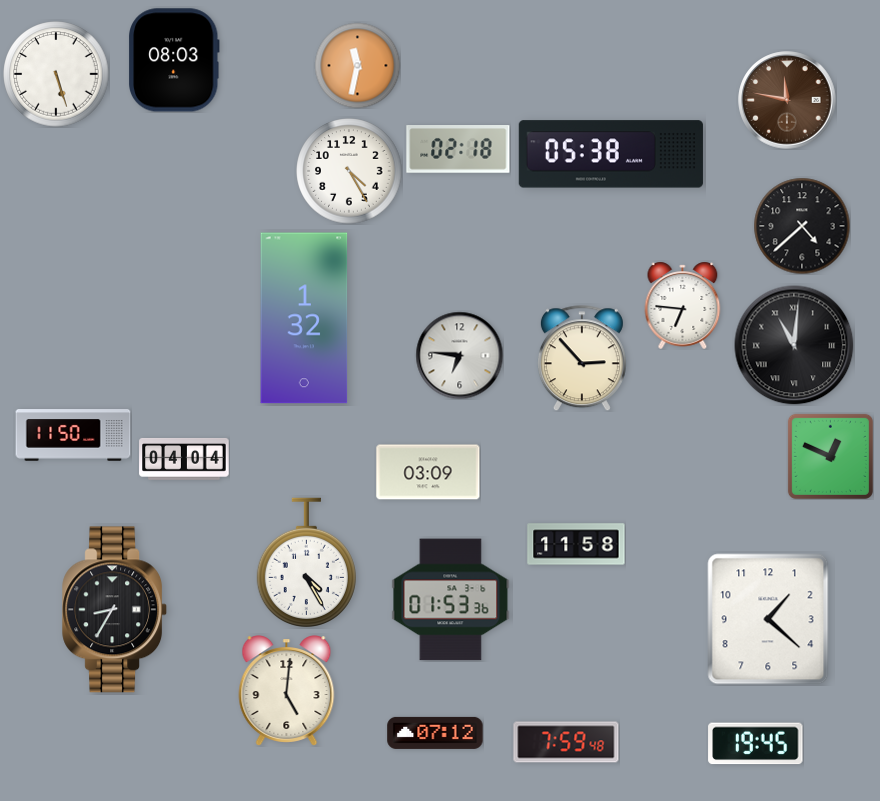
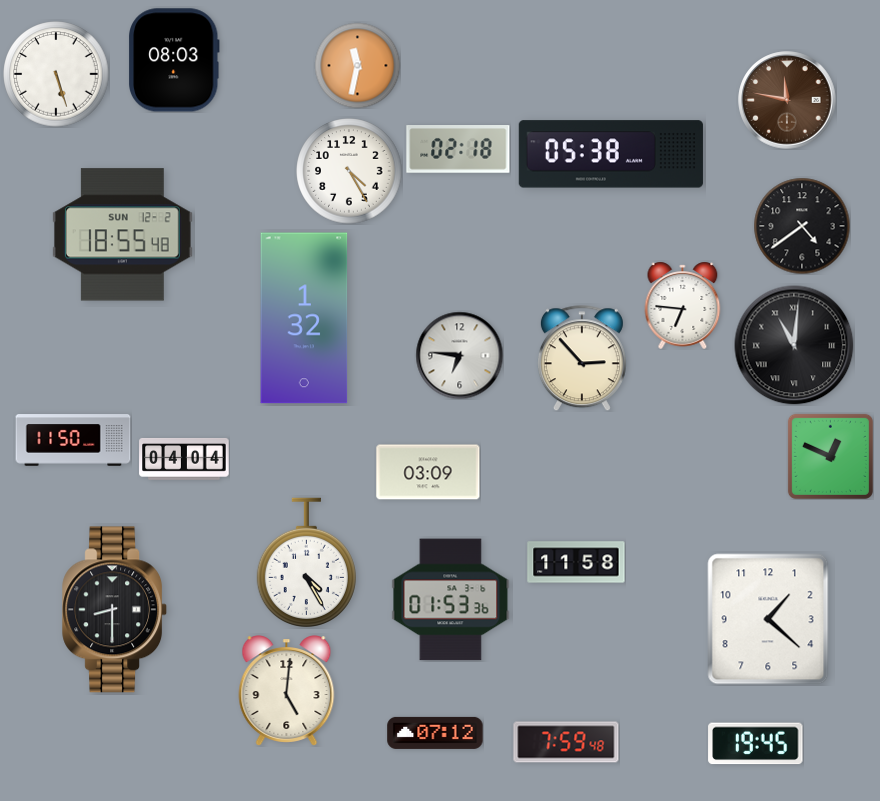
clock at (802, 226): 4:38 -> 4:39
clock at (122, 235): none -> 18:55
clock at (73, 435) position: (73, 435) -> (73, 440)
clock at (576, 544) position: (576, 544) -> (576, 562)
clock at (115, 610): 8:35 -> 8:30
